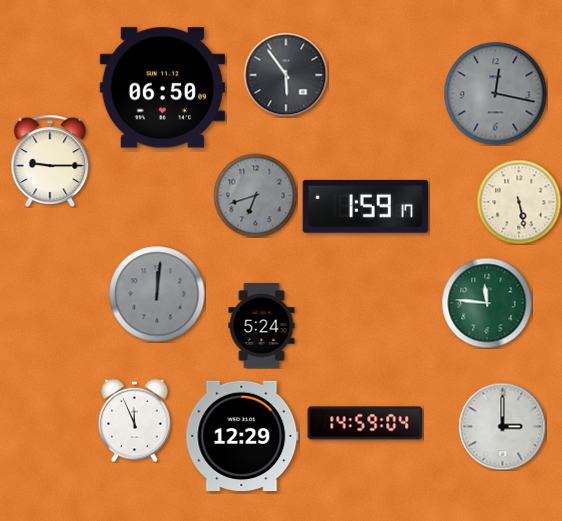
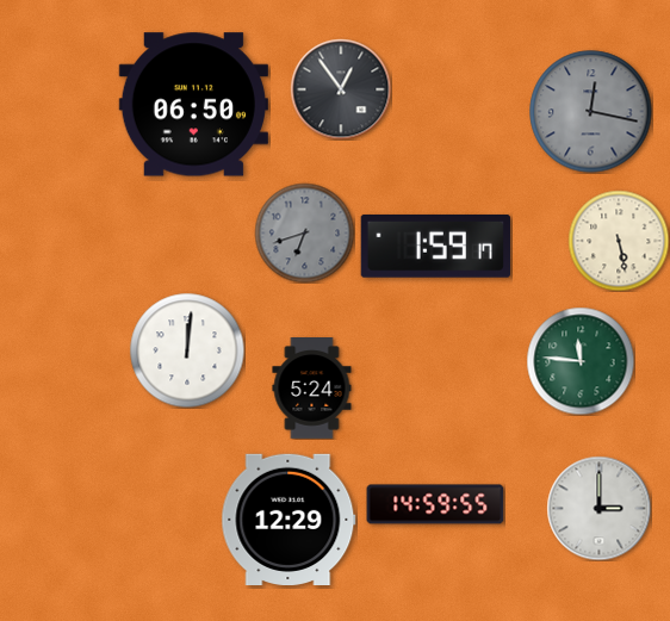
clock at (286, 75): 5:54 -> 12:54
clock at (50, 161): 9:15 -> none
clock at (157, 294) dial: grey -> white
clock at (135, 420): 11:56 -> none
clock at (365, 423): 14:59:04 -> 14:59:55
